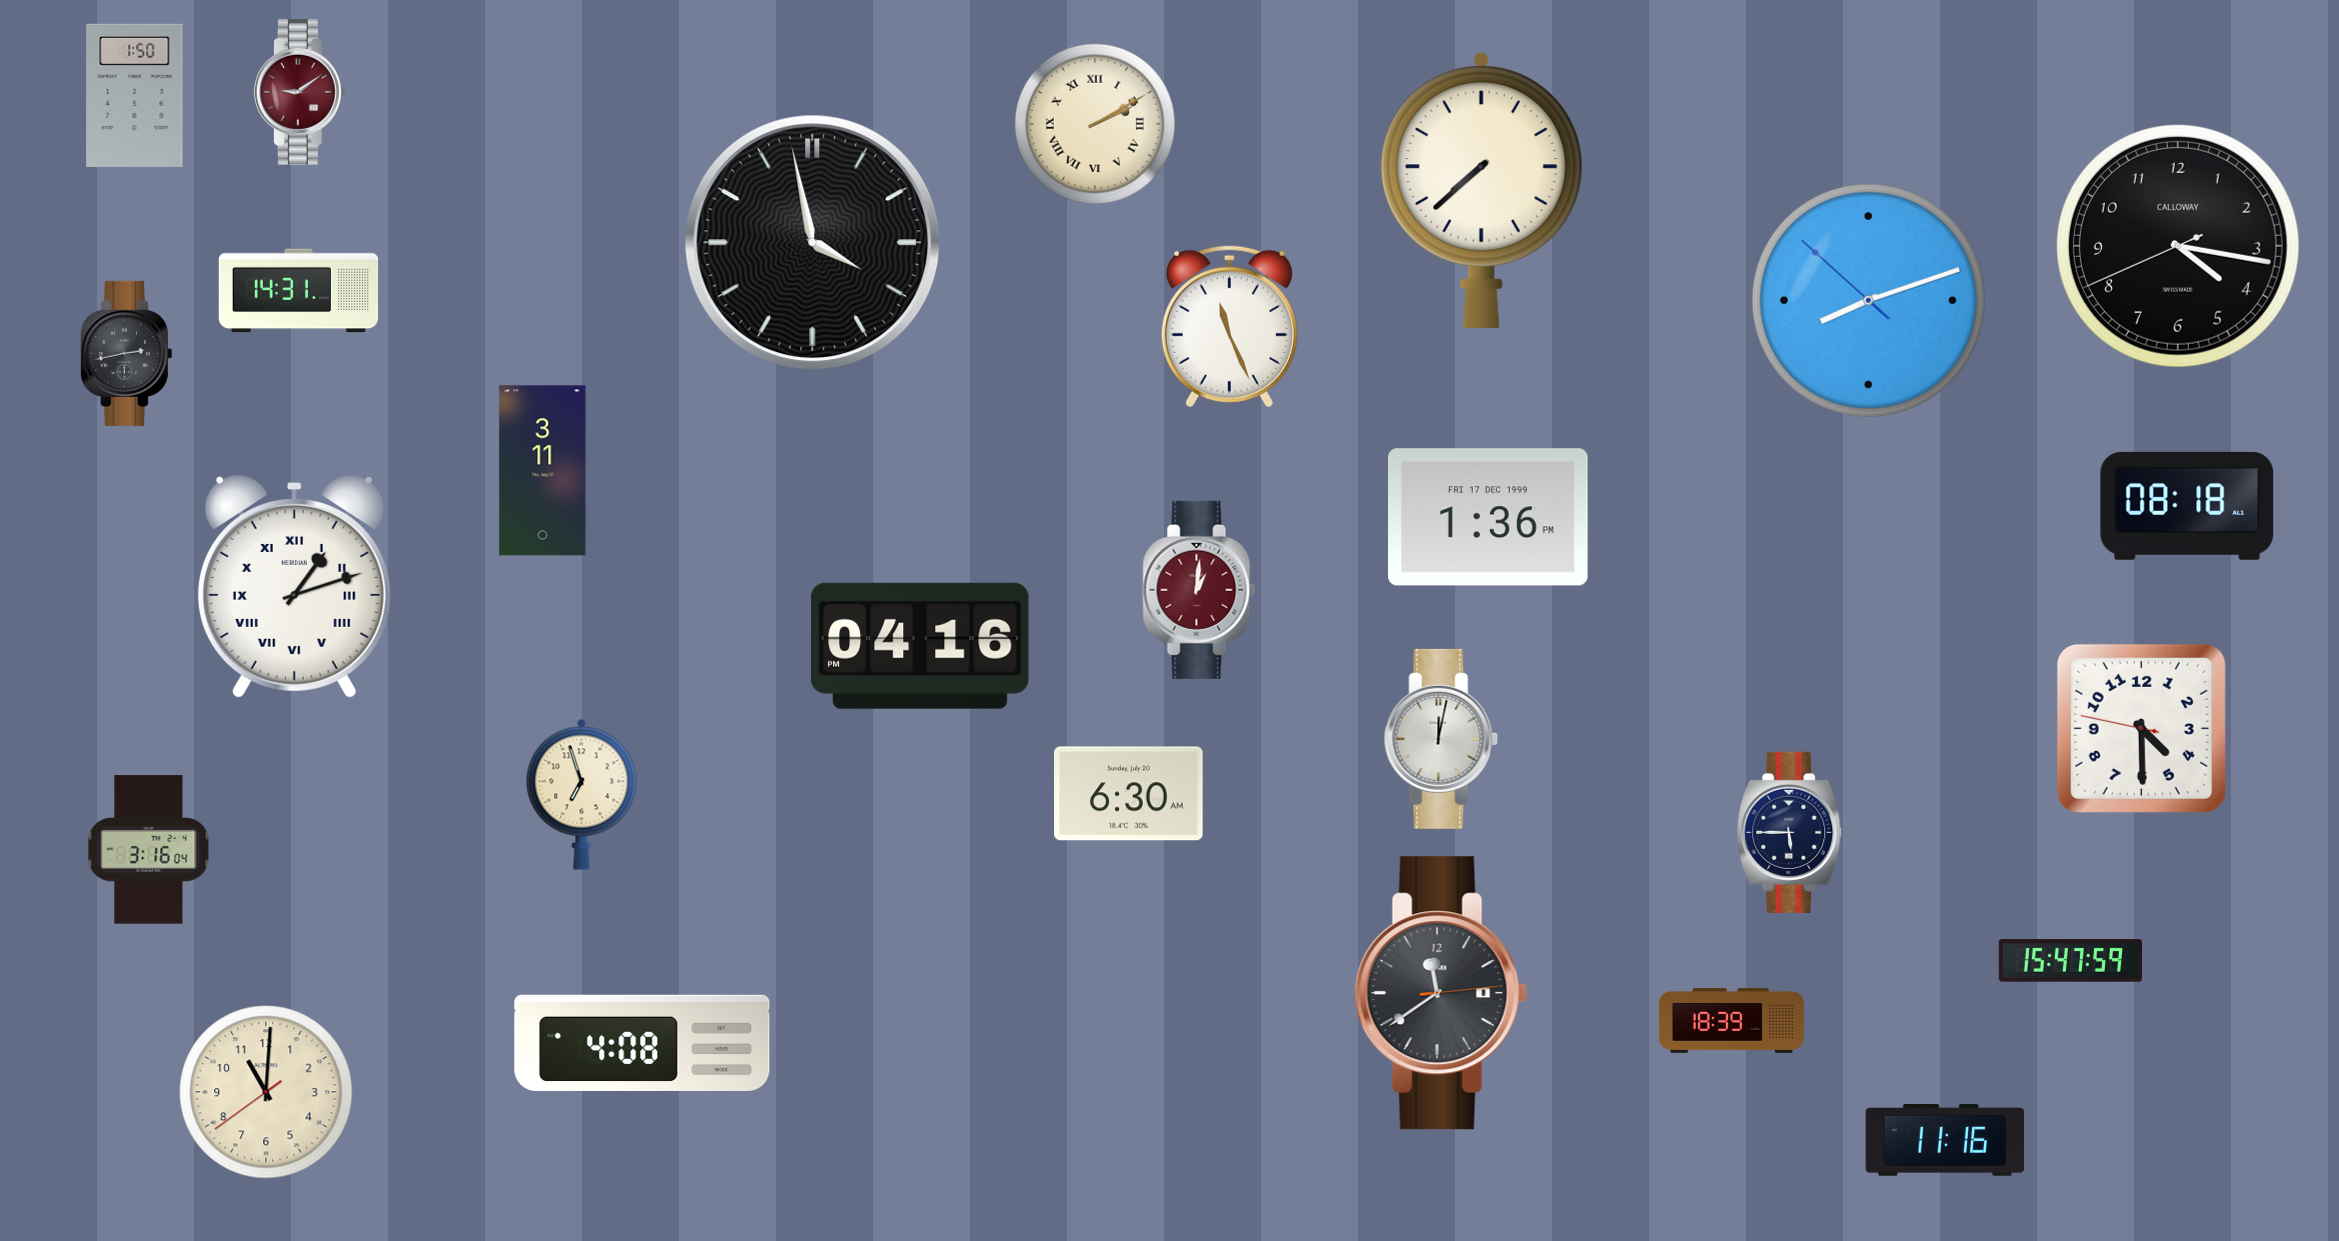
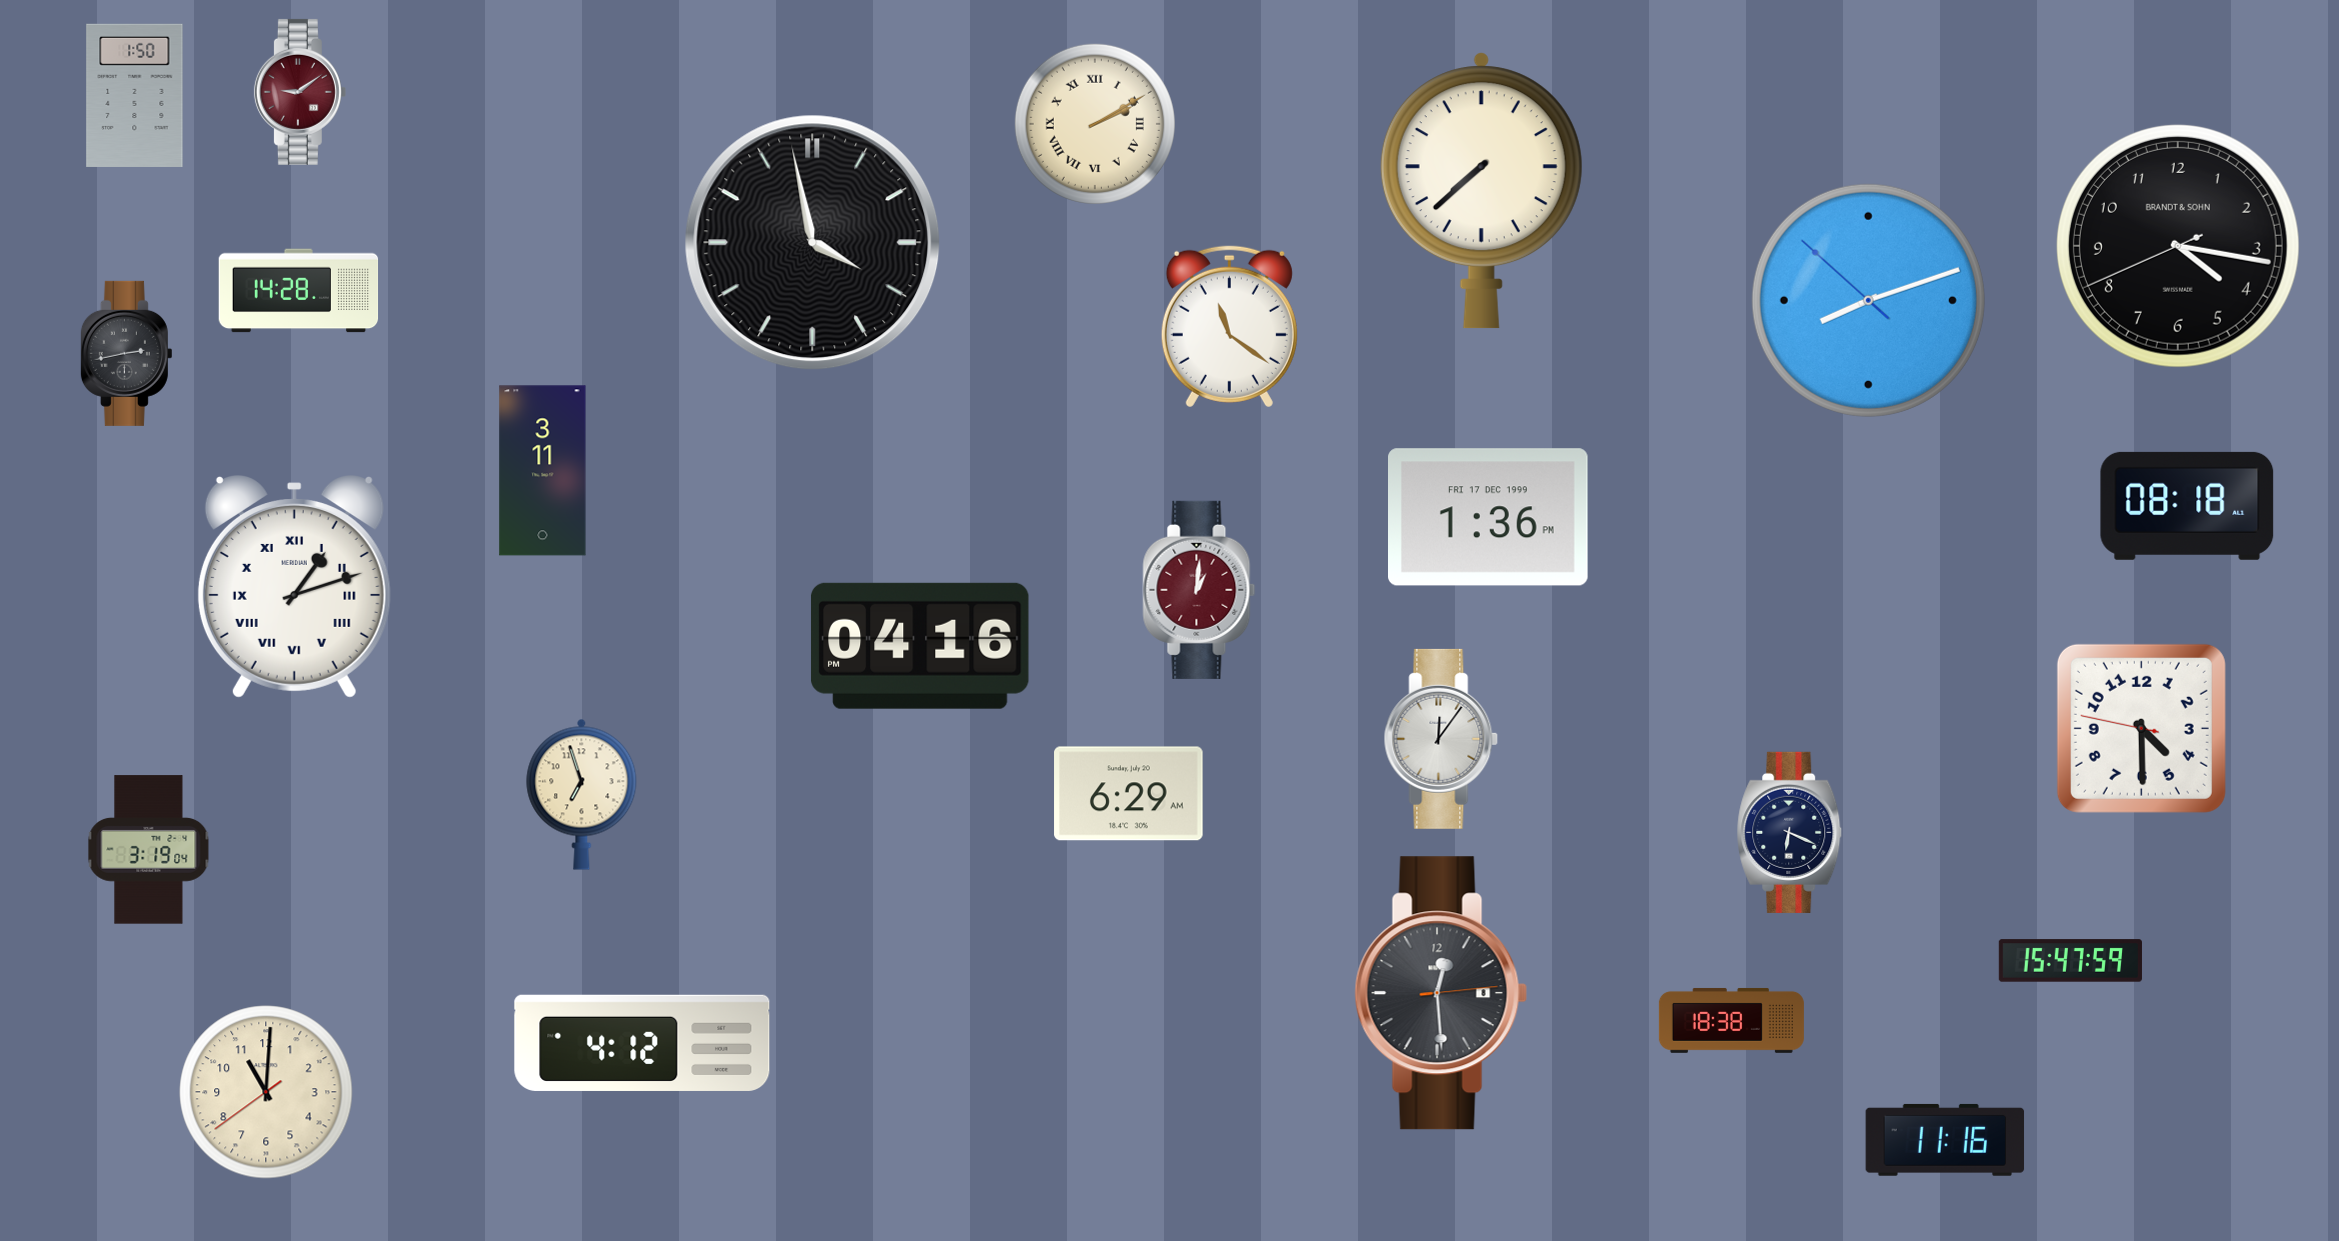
clock at (2178, 246) brand: CALLOWAY -> BRANDT & SOHN
clock at (299, 291): 14:31 -> 14:28
clock at (1229, 326): 11:26 -> 11:21
clock at (1441, 739): 12:02 -> 12:06
clock at (1129, 794): 6:30 -> 6:29
clock at (1790, 832): 5:45 -> 6:19
clock at (149, 850): 3:16 -> 3:19
clock at (1441, 993): 11:39 -> 12:29
clock at (1731, 1020): 18:39 -> 18:38
clock at (642, 1043): 4:08 -> 4:12
